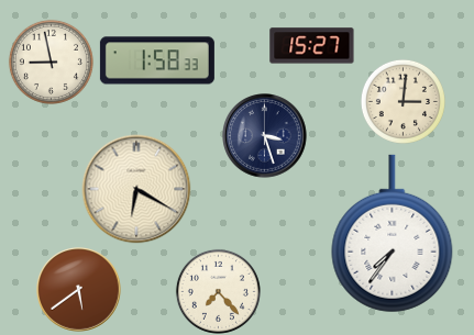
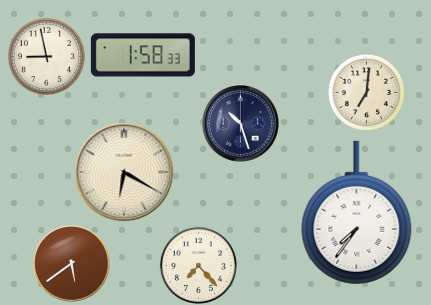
clock at (312, 46): 15:27 -> none
clock at (403, 101): 3:01 -> 7:01
clock at (265, 136): 3:27 -> 10:27
